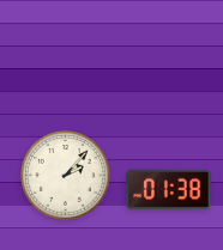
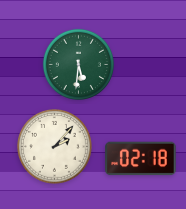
clock at (78, 64): none -> 5:31
clock at (169, 190): 01:38 -> 02:18
